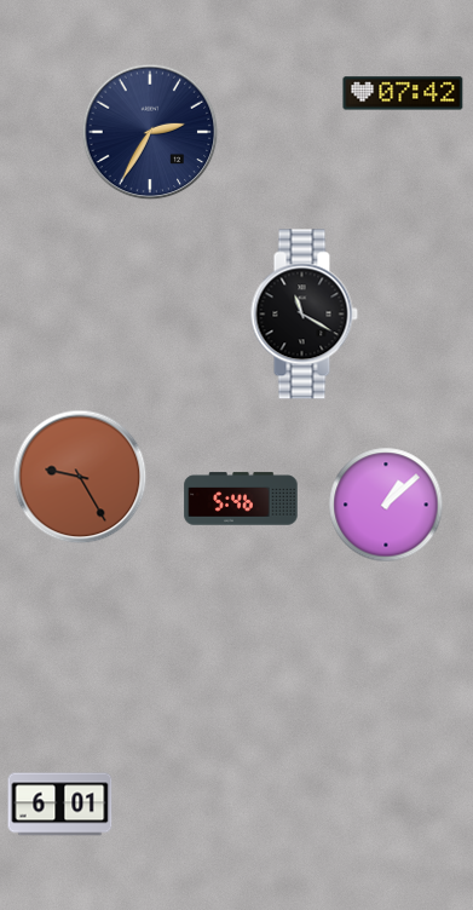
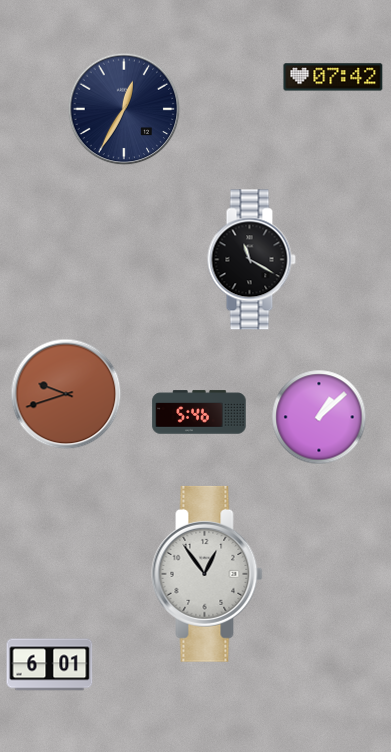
clock at (150, 132): 2:35 -> 12:35
clock at (80, 477): 9:25 -> 9:42
clock at (207, 574): none -> 12:54
